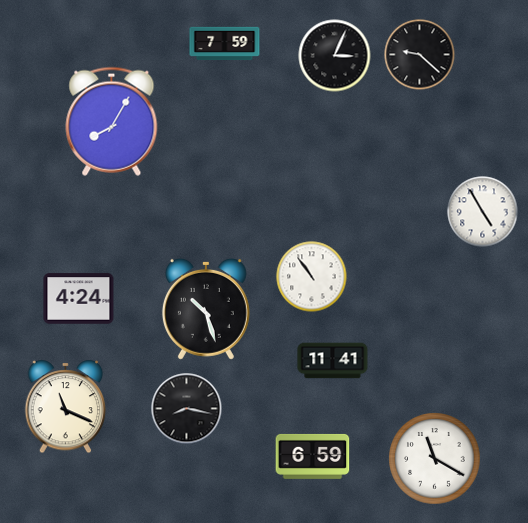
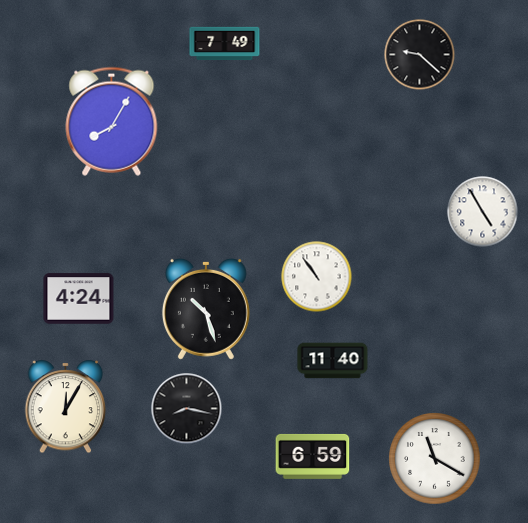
clock at (225, 44): 7:59 -> 7:49
clock at (335, 56): 3:04 -> none
clock at (312, 277) position: (312, 277) -> (317, 277)
clock at (333, 361): 11:41 -> 11:40
clock at (66, 407): 11:19 -> 12:05
